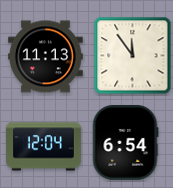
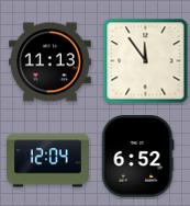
clock at (125, 143): 6:54 -> 6:52
